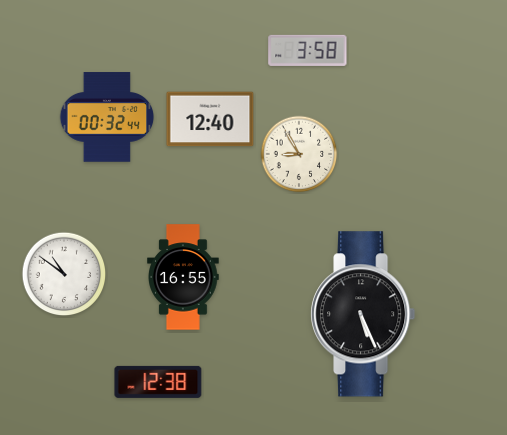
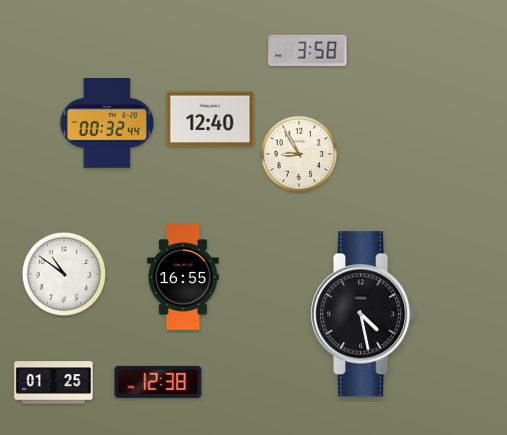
clock at (107, 117) position: (107, 117) -> (107, 123)
clock at (364, 314): 5:26 -> 4:28
clock at (54, 383): none -> 01:25
